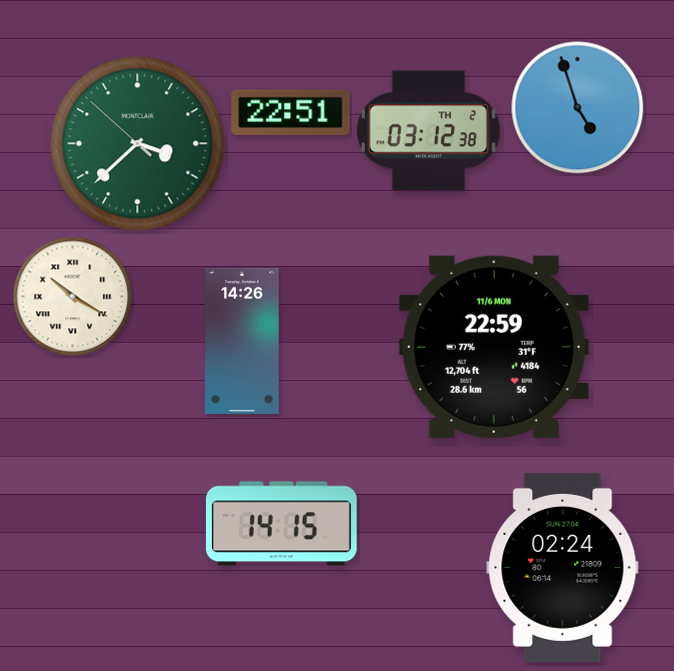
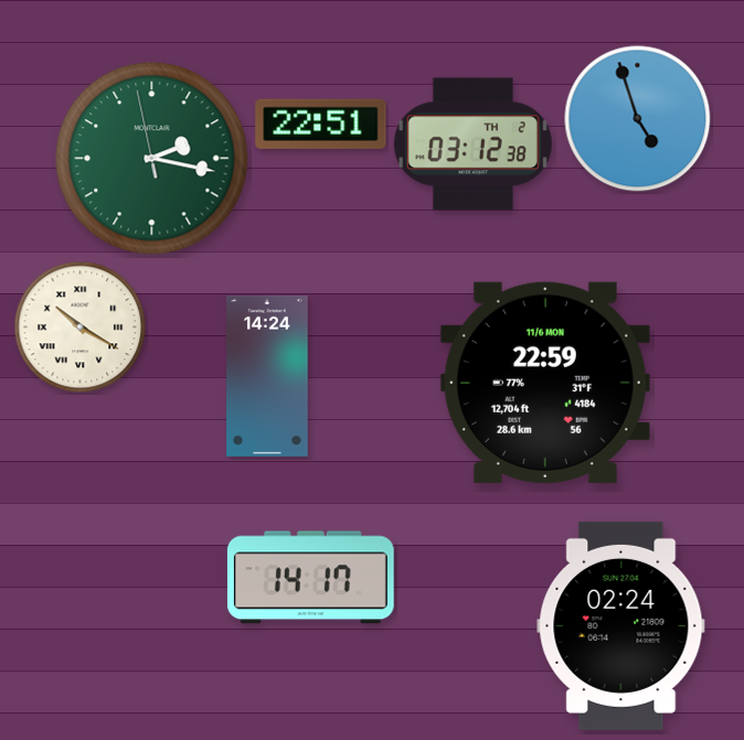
clock at (138, 144): 3:37 -> 2:16
clock at (242, 341): 14:26 -> 14:24
clock at (281, 524): 14:15 -> 14:17
